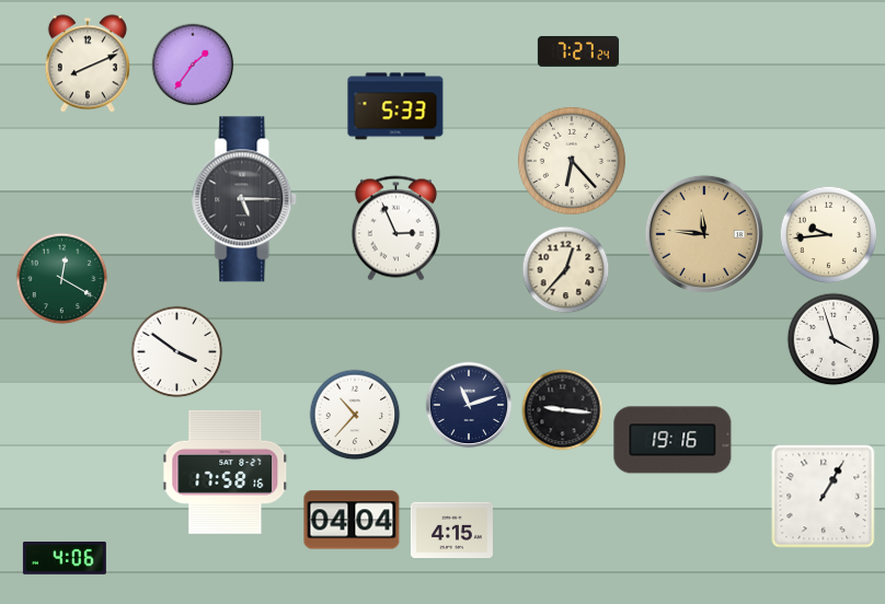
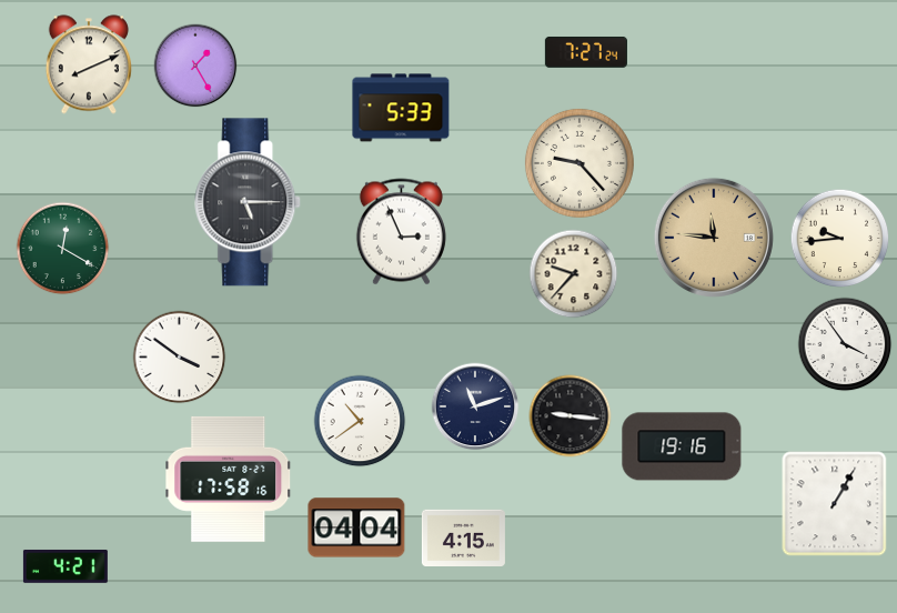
clock at (193, 65): 1:36 -> 1:25
clock at (572, 161): 6:23 -> 9:23
clock at (566, 270): 12:37 -> 9:37
clock at (62, 279) position: (62, 279) -> (63, 249)
clock at (834, 339): 3:57 -> 3:54
clock at (469, 405) position: (469, 405) -> (475, 406)
clock at (355, 415): 10:37 -> 10:39
clock at (451, 530) position: (451, 530) -> (463, 537)
clock at (65, 558): 4:06 -> 4:21
